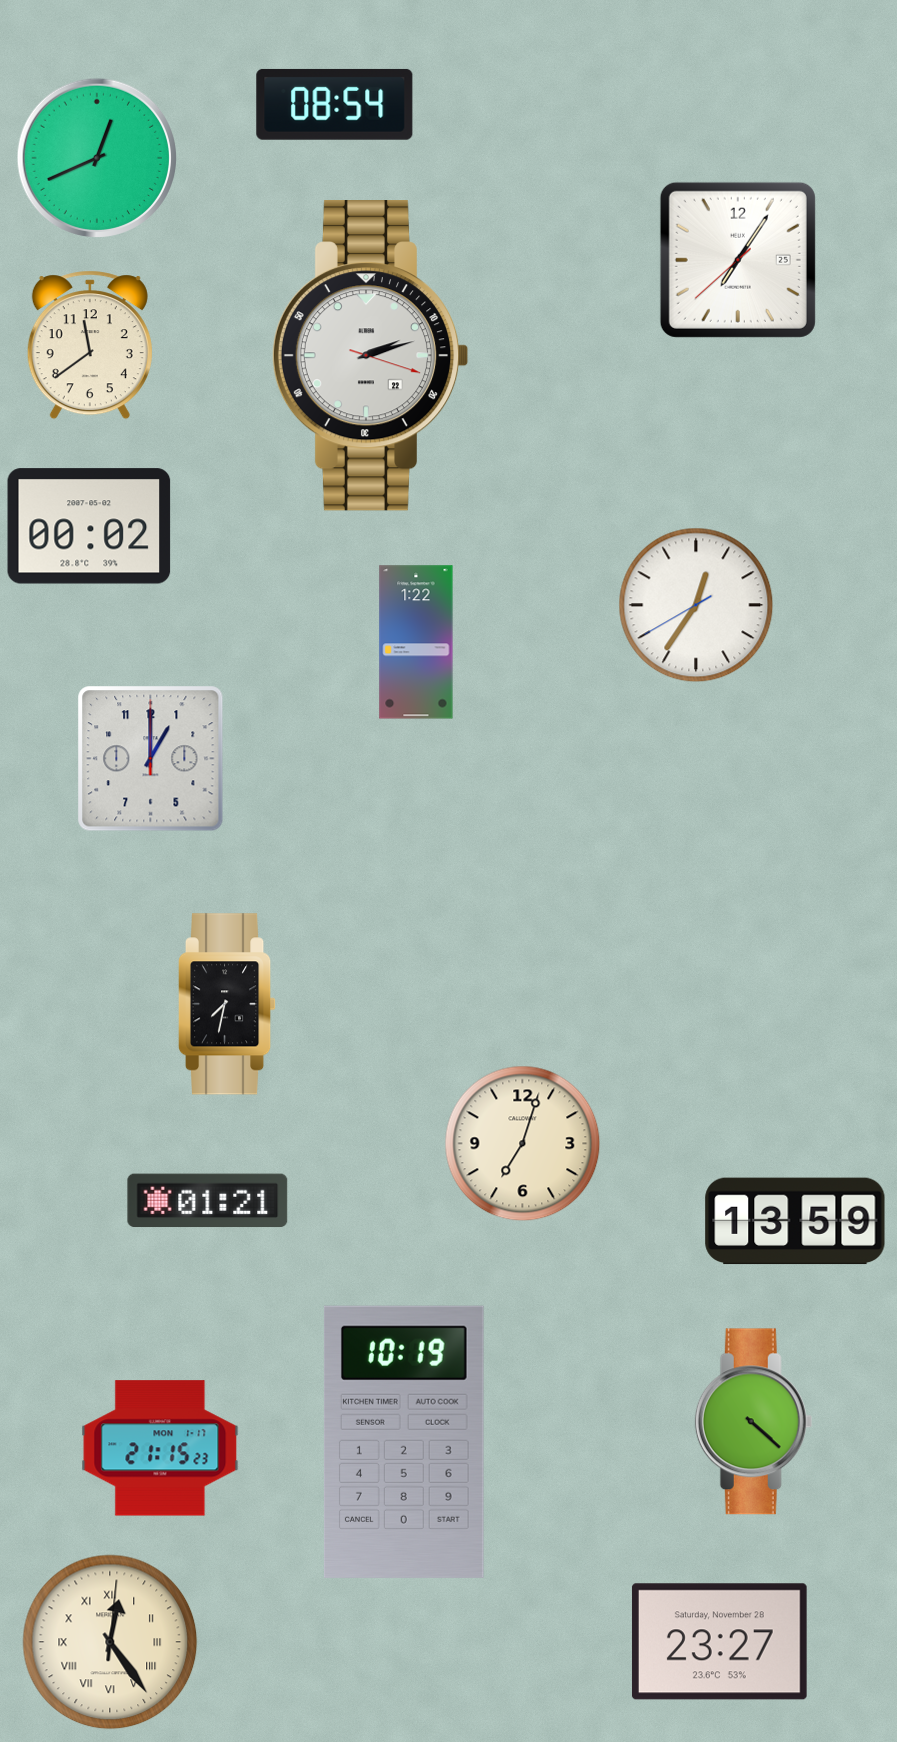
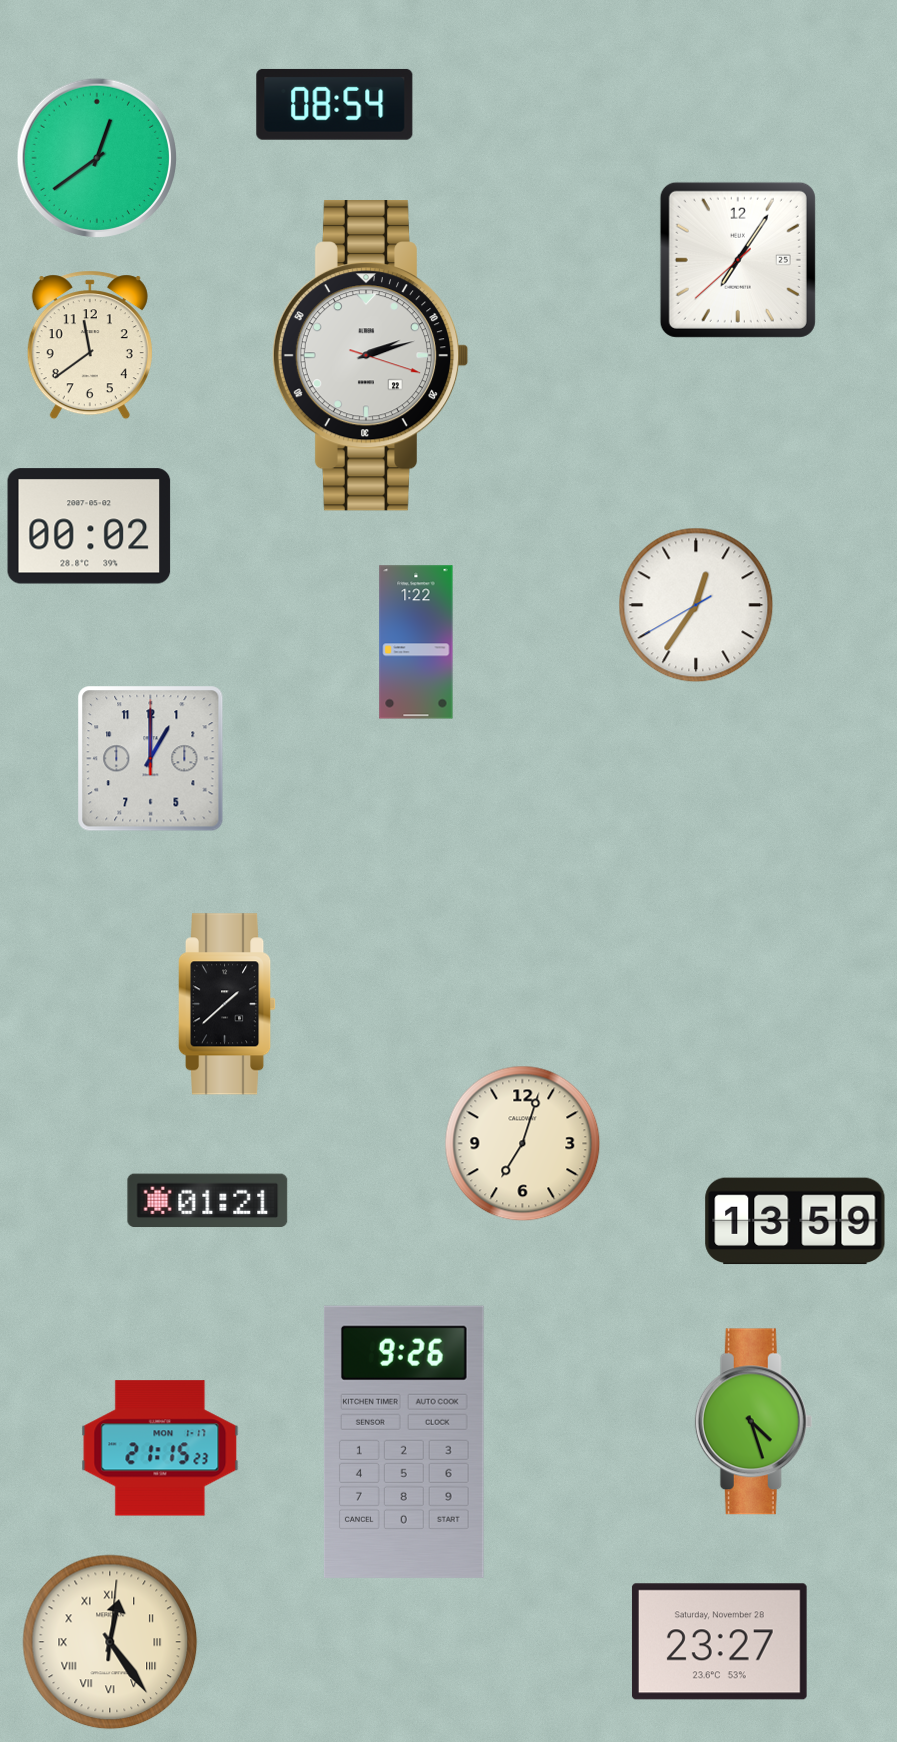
clock at (96, 157): 12:41 -> 12:39
clock at (227, 1004): 7:32 -> 1:38
clock at (754, 1422): 4:22 -> 4:27
clock at (404, 1442): 10:19 -> 9:26
